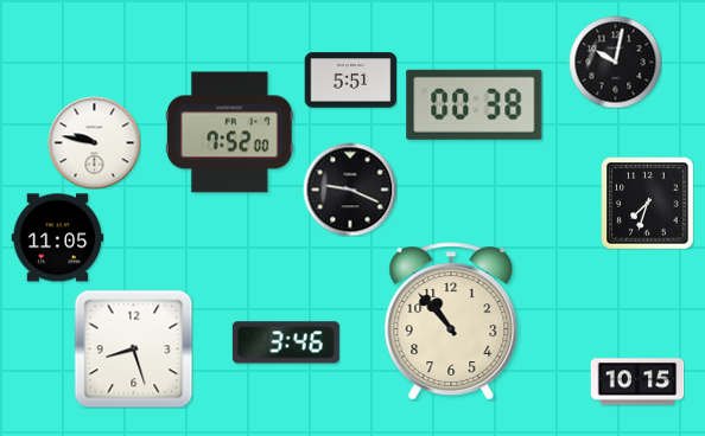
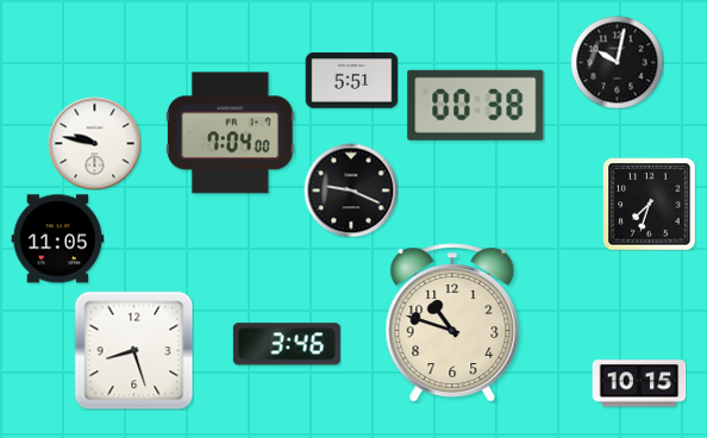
clock at (229, 133): 7:52 -> 7:04
clock at (451, 321): 10:53 -> 10:48
